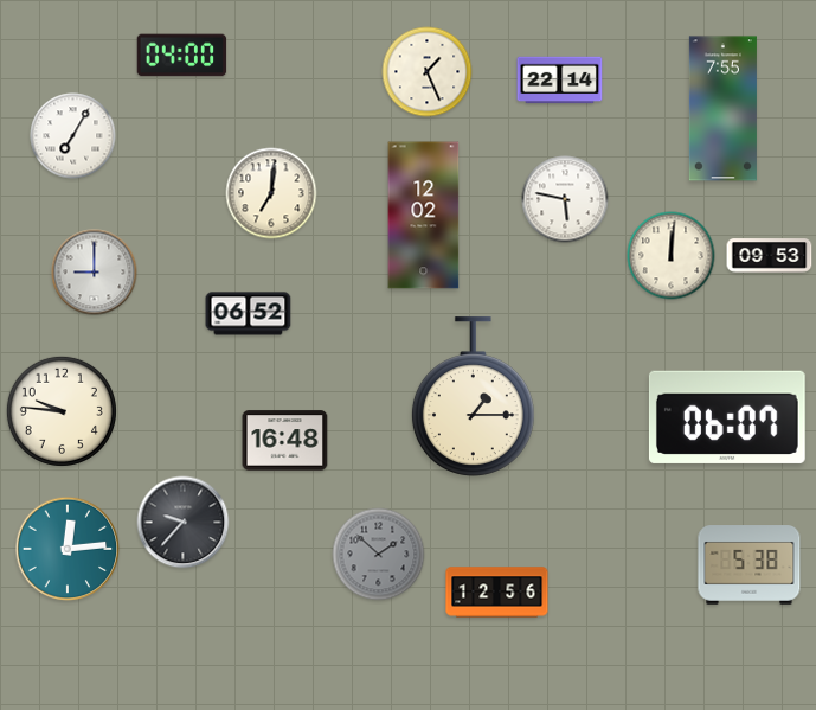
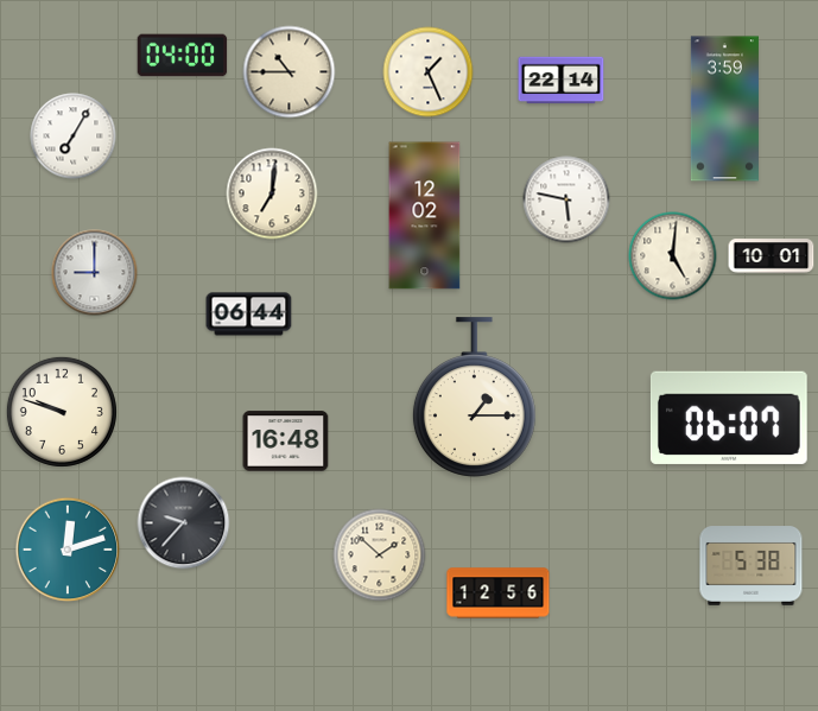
clock at (290, 72): none -> 10:45
clock at (722, 109): 7:55 -> 3:59
clock at (672, 256): 12:01 -> 5:01
clock at (770, 256): 09:53 -> 10:01
clock at (249, 314): 06:52 -> 06:44
clock at (62, 411): 9:46 -> 9:48
clock at (68, 549): 12:14 -> 12:12
clock at (379, 555) dial: grey -> cream
